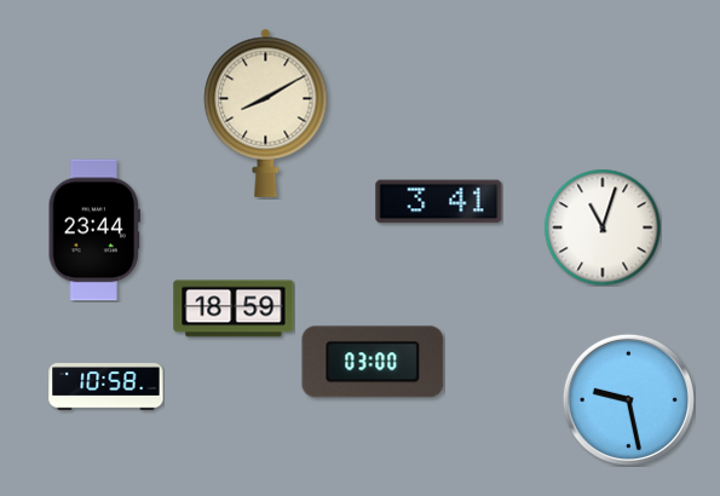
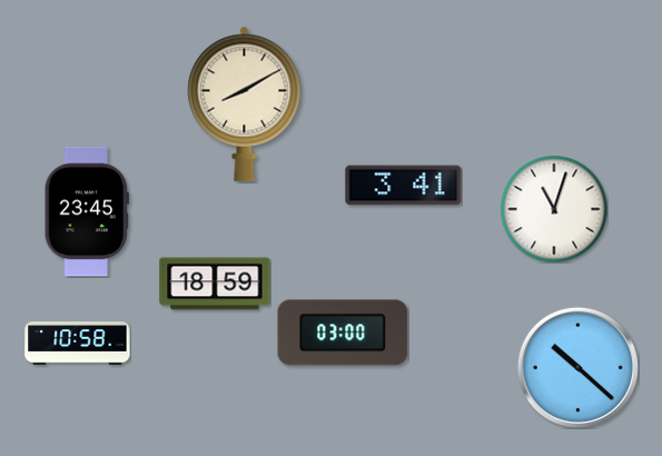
clock at (94, 230): 23:44 -> 23:45
clock at (106, 387) position: (106, 387) -> (78, 344)
clock at (628, 399): 9:28 -> 10:22
